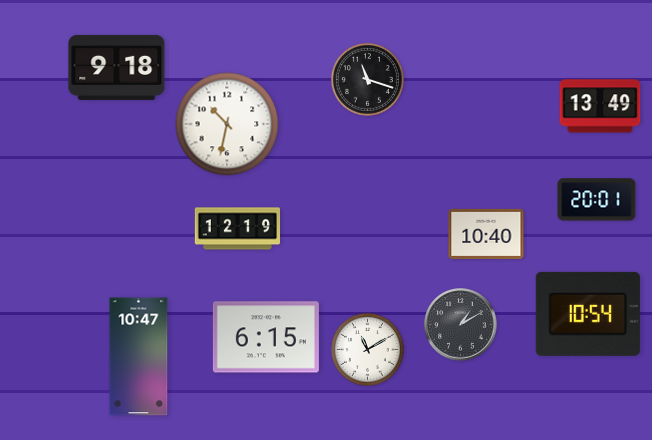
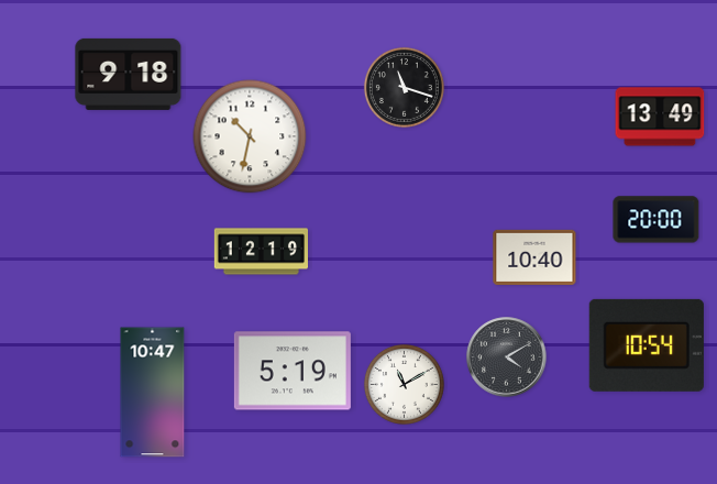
clock at (597, 200): 20:01 -> 20:00
clock at (461, 325): 1:10 -> 4:10
clock at (266, 337): 6:15 -> 5:19
